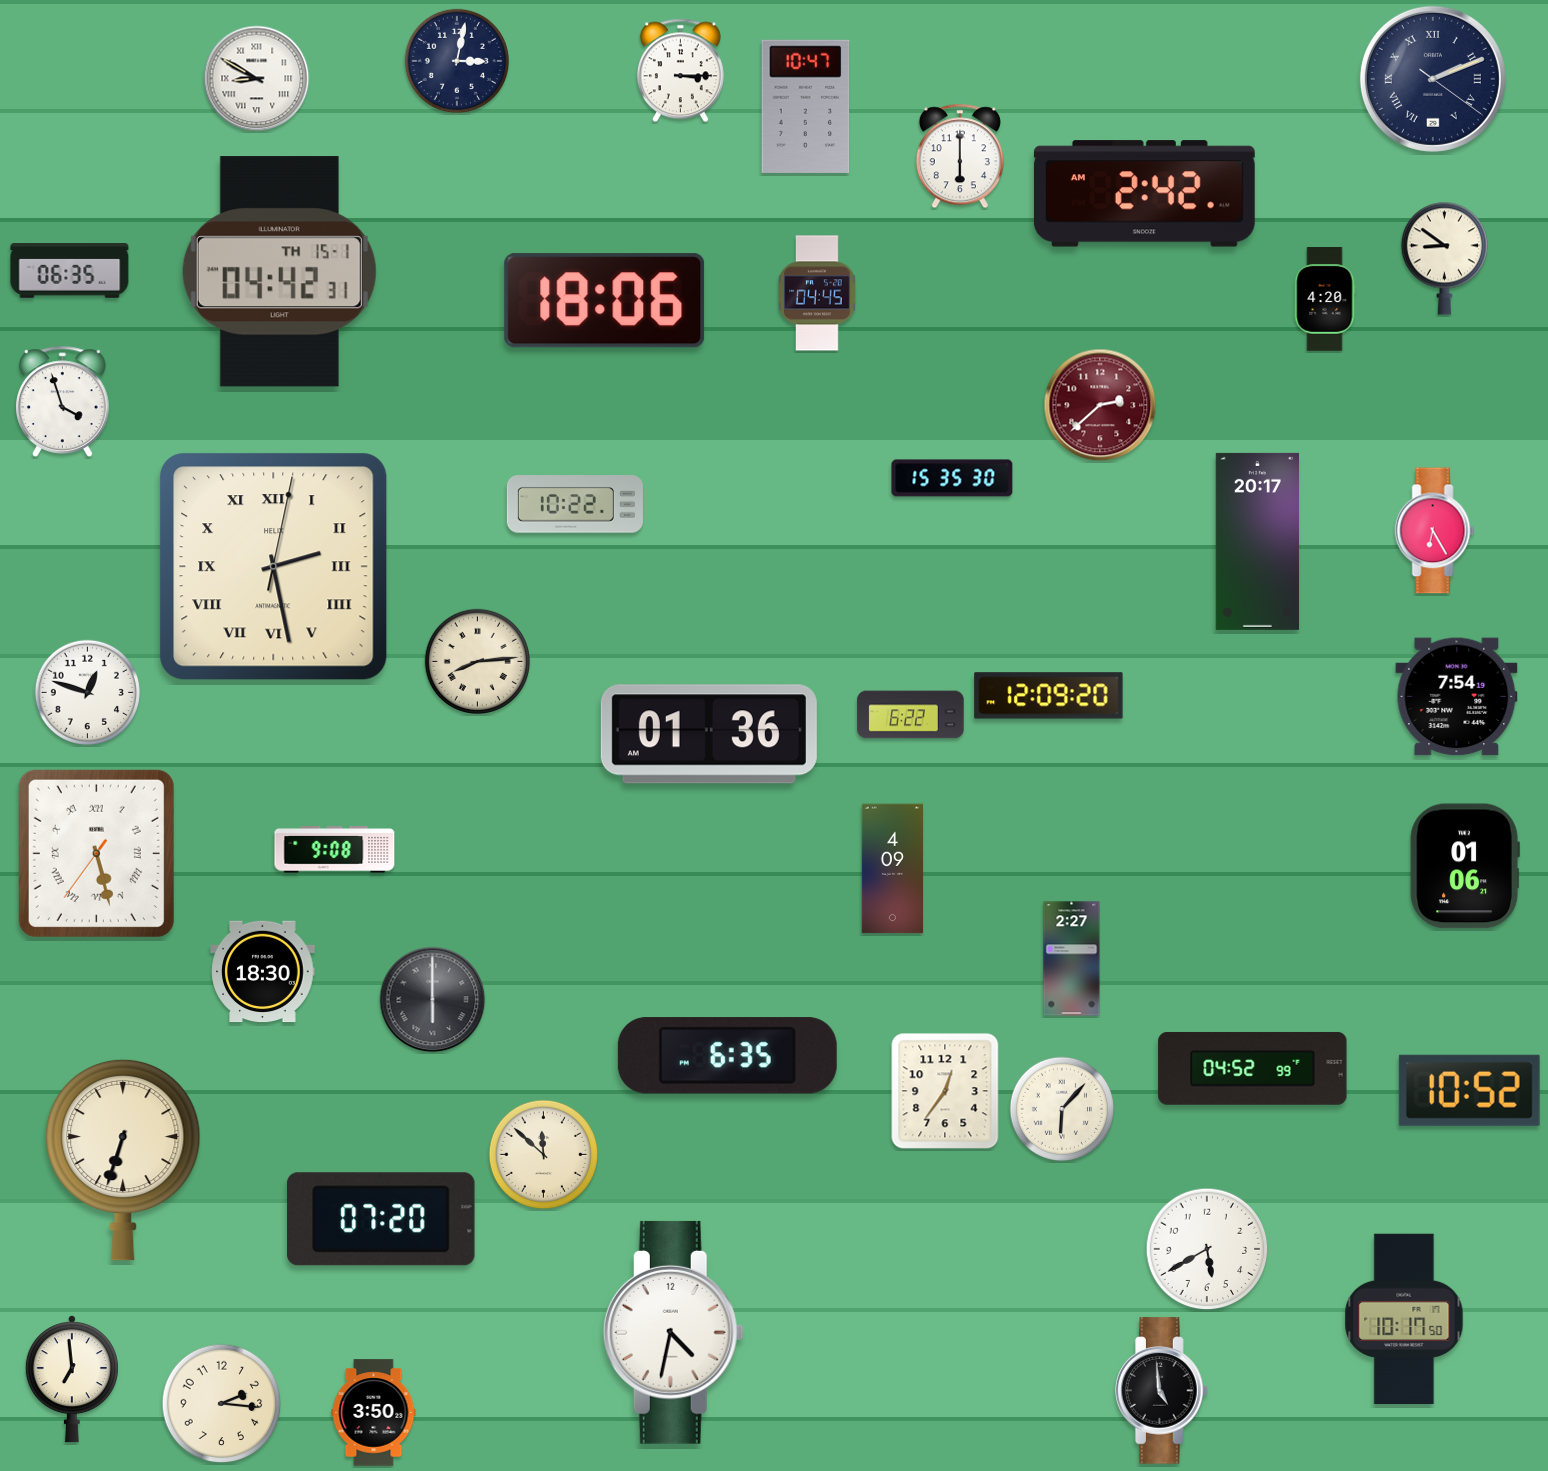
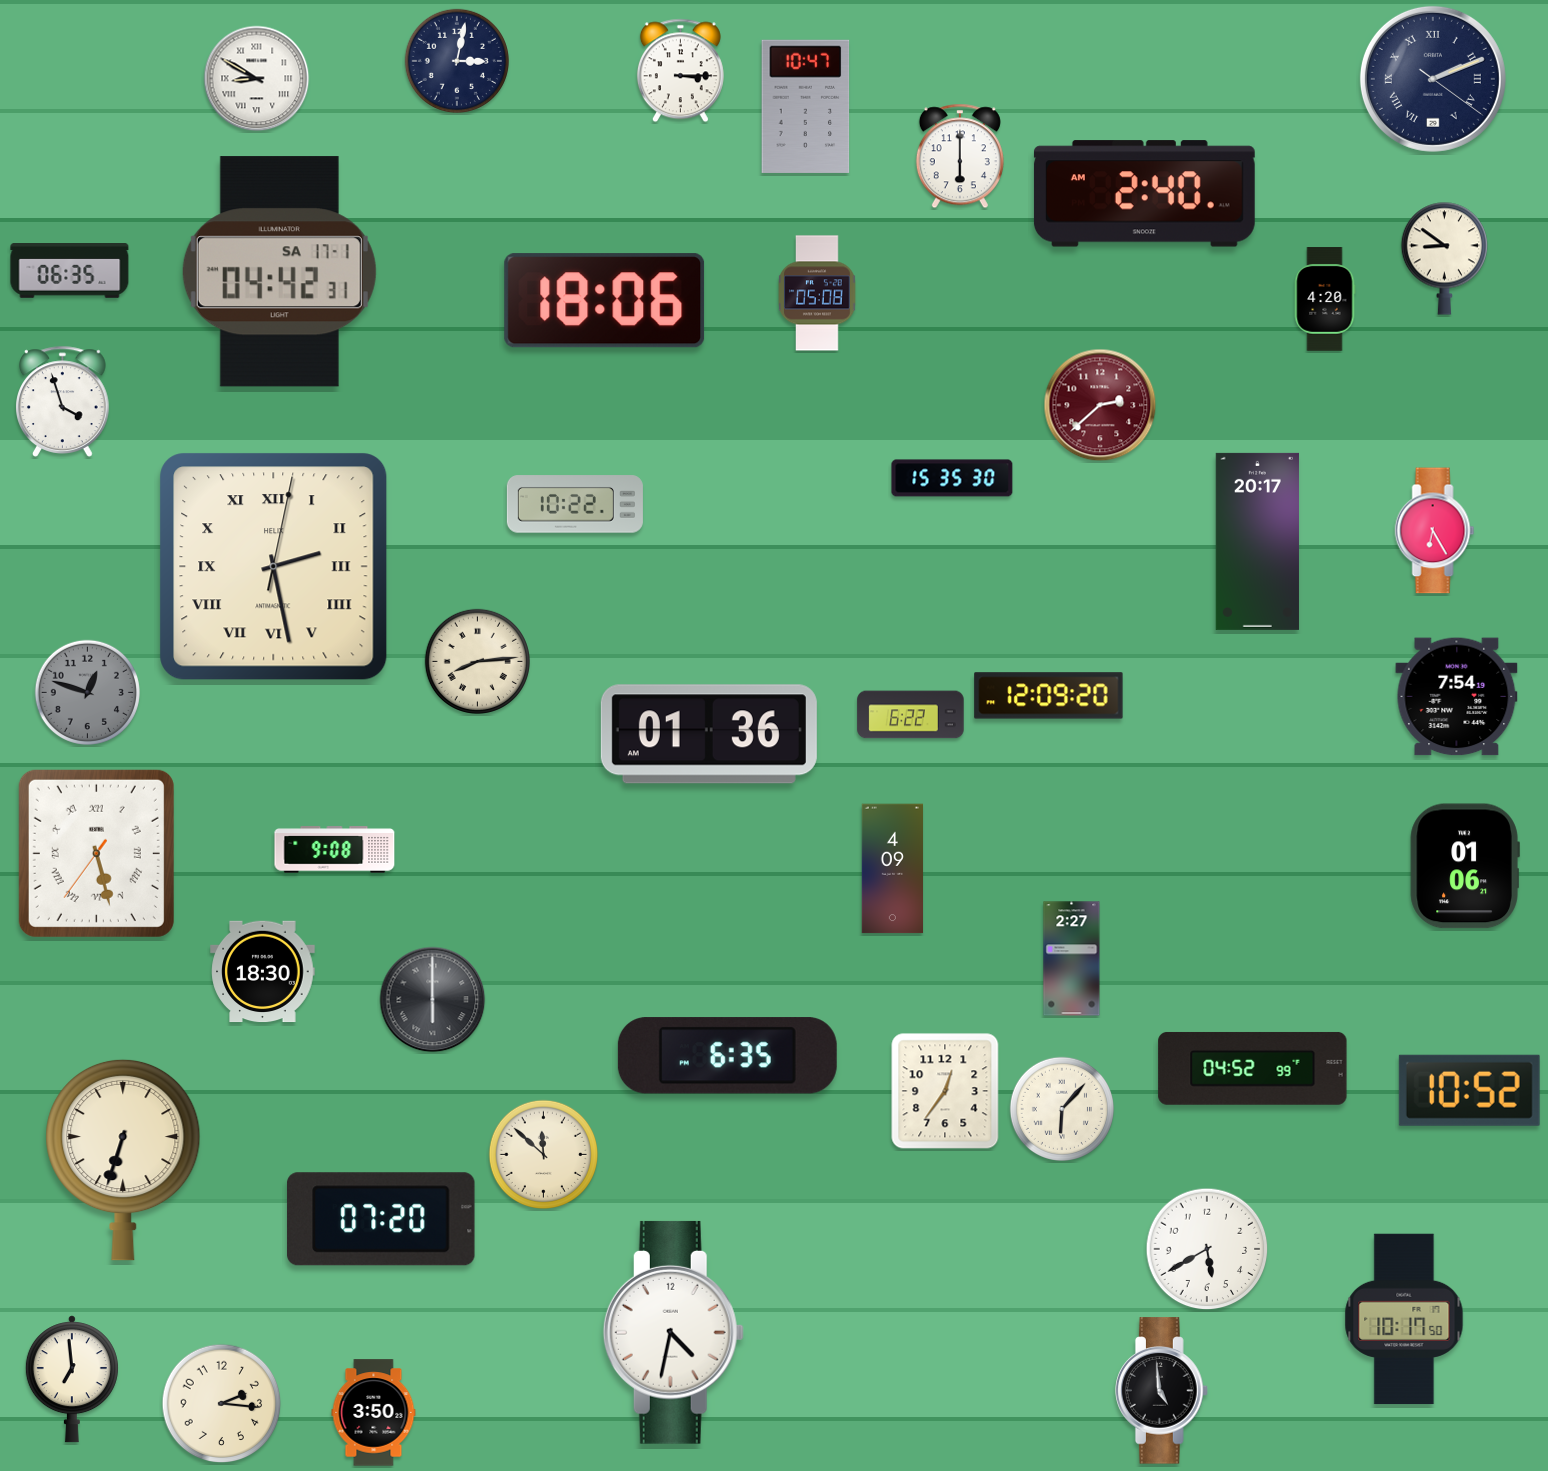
clock at (1144, 194): 2:42 -> 2:40
clock at (279, 272) date: TH 15-1 -> SA 17-1
clock at (817, 293): 04:45 -> 05:08
clock at (87, 692) dial: white -> grey
